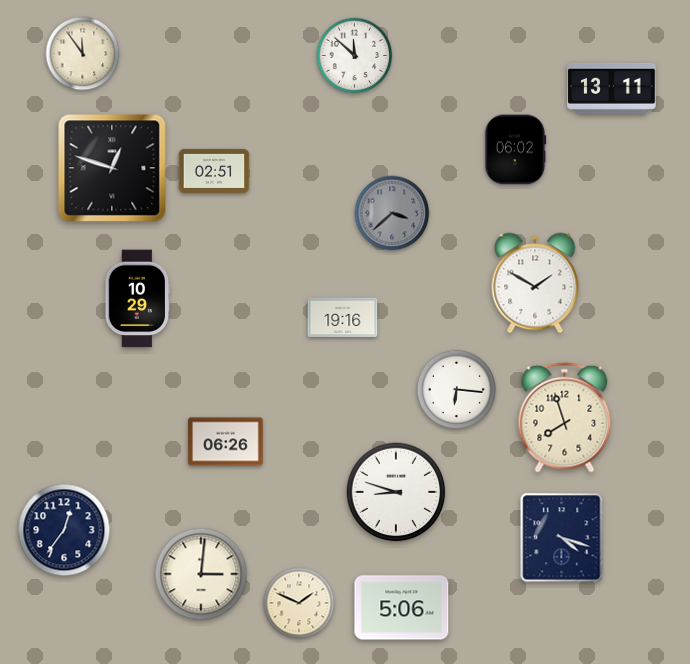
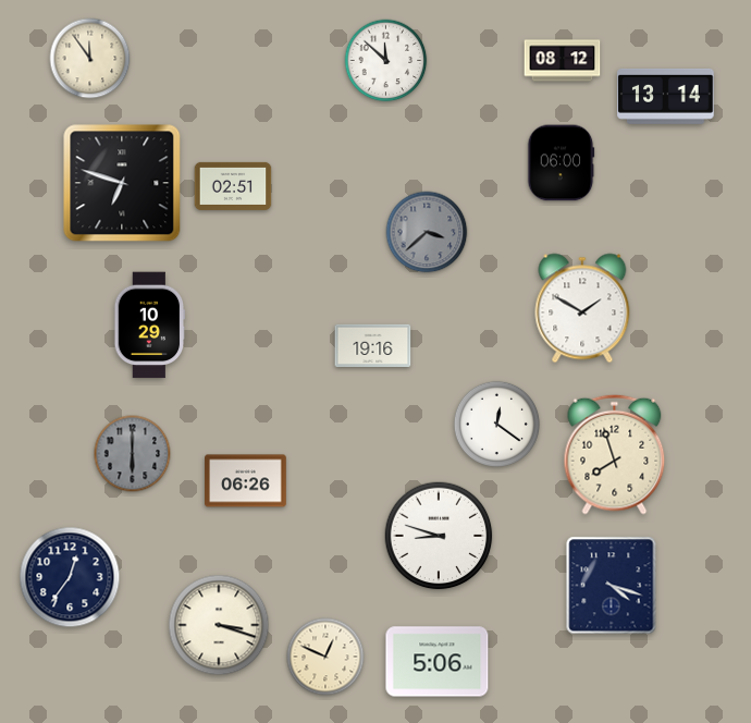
clock at (563, 61): none -> 08:12
clock at (612, 88): 13:11 -> 13:14
clock at (515, 150): 06:02 -> 06:00
clock at (112, 168): 12:48 -> 6:48
clock at (456, 389): 6:16 -> 12:21
clock at (133, 454): none -> 6:00
clock at (396, 492) position: (396, 492) -> (439, 536)
clock at (201, 574): 3:01 -> 3:18
clock at (299, 603): 1:49 -> 12:49
